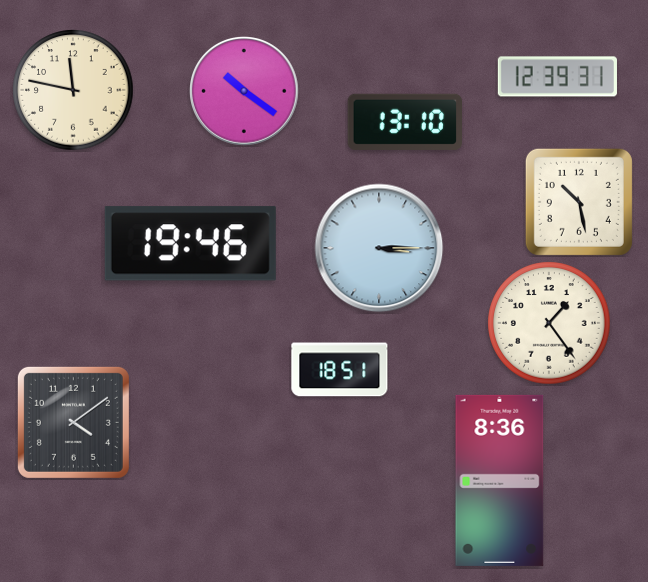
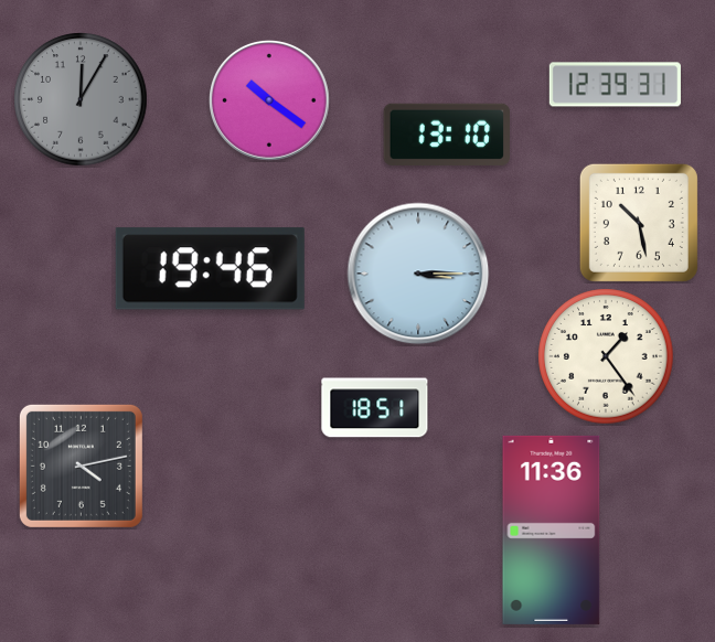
clock at (73, 90): 11:47 -> 12:05
clock at (73, 90) dial: cream -> grey
clock at (73, 422): 4:09 -> 4:13
clock at (500, 480): 8:36 -> 11:36
